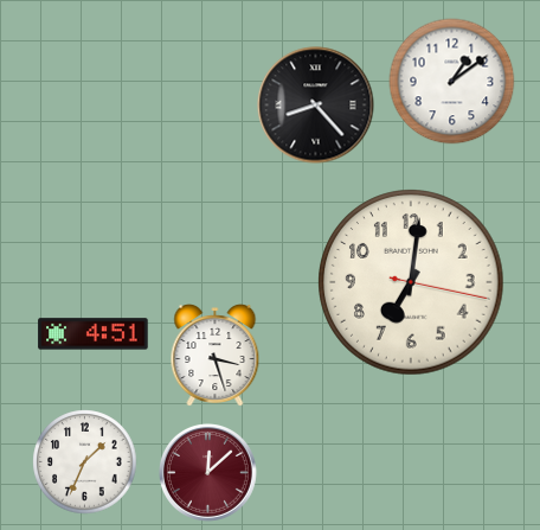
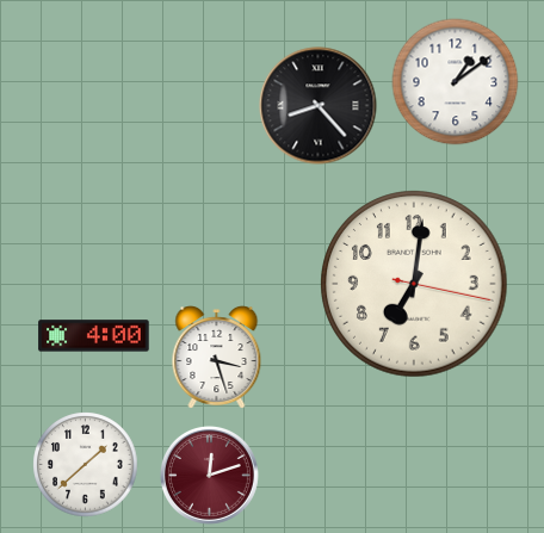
clock at (94, 334): 4:51 -> 4:00
clock at (85, 462): 1:34 -> 1:38
clock at (207, 472): 12:08 -> 12:12
